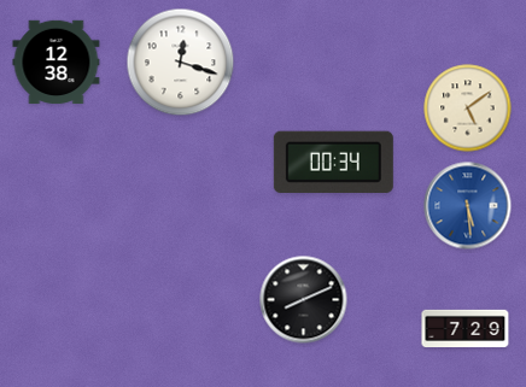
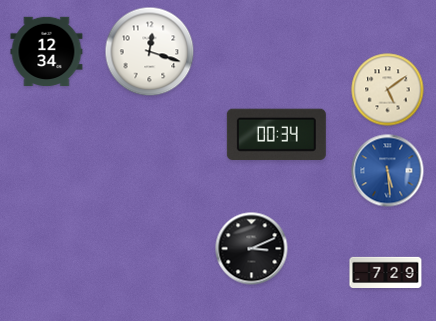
clock at (57, 63): 12:38 -> 12:34
clock at (304, 300): 8:11 -> 3:11
